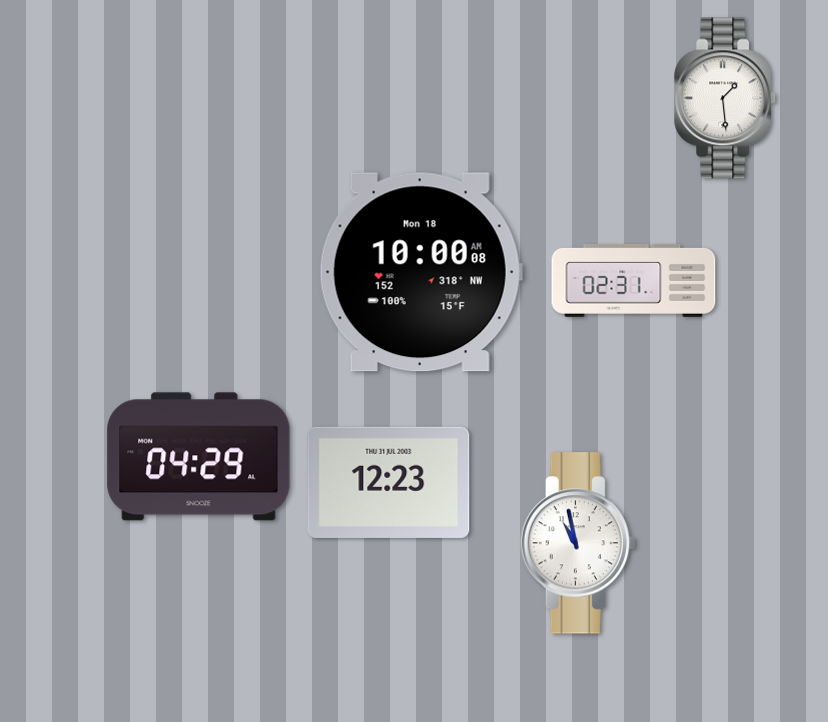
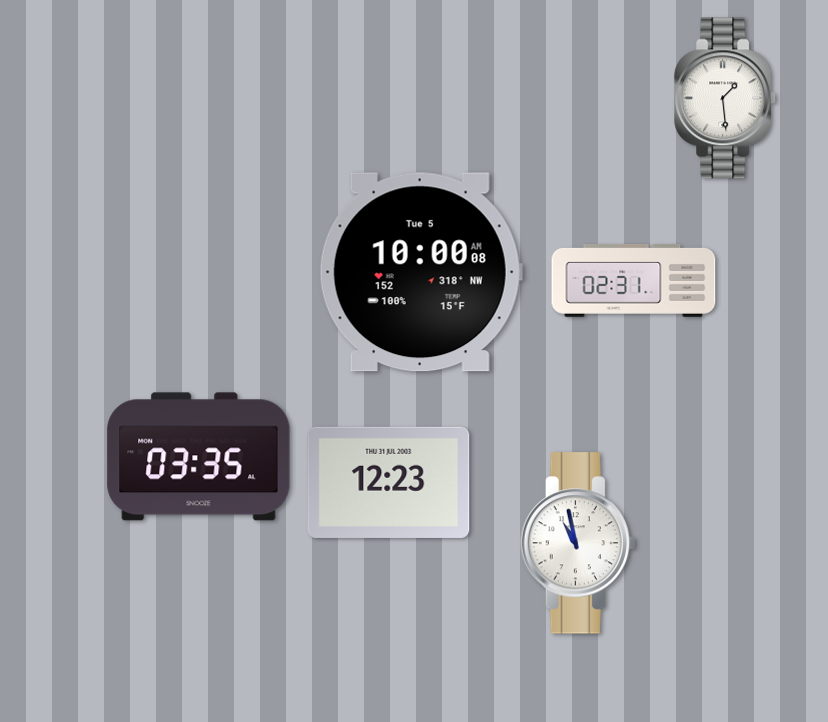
clock at (421, 272) date: Mon 18 -> Tue 5
clock at (199, 457): 04:29 -> 03:35
